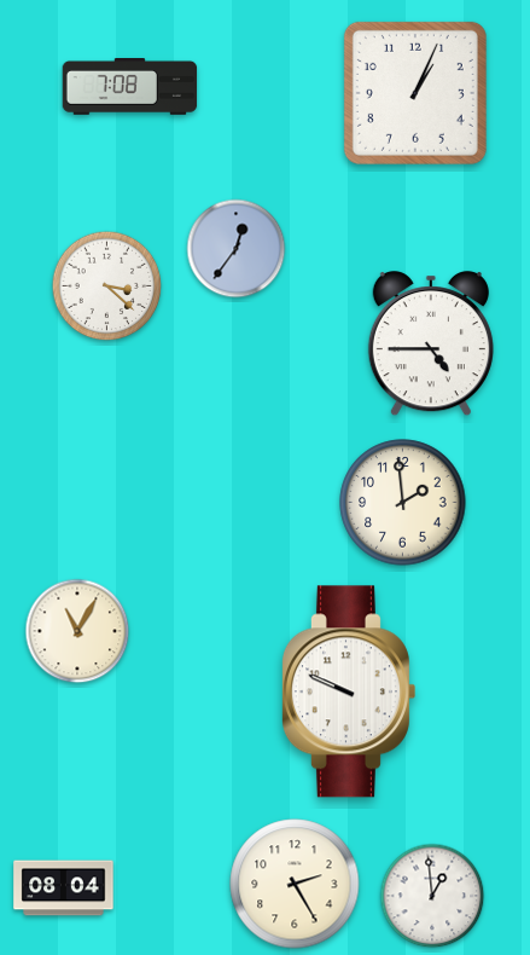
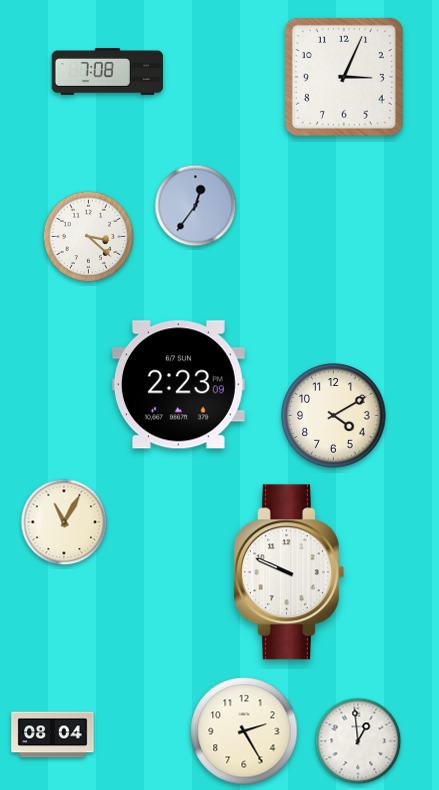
clock at (415, 93): 1:04 -> 3:04
clock at (431, 345): 4:45 -> none
clock at (178, 385): none -> 2:23
clock at (403, 503): 1:59 -> 4:10
